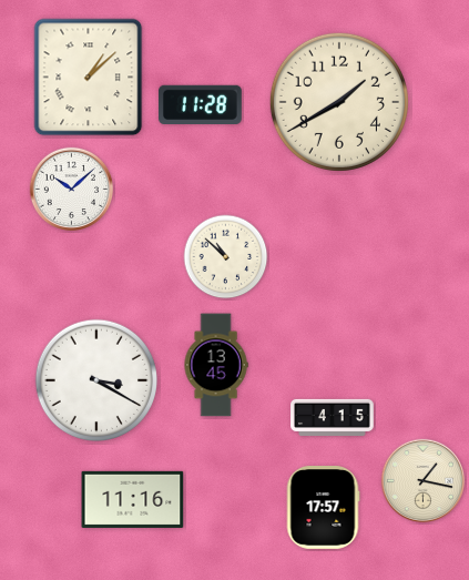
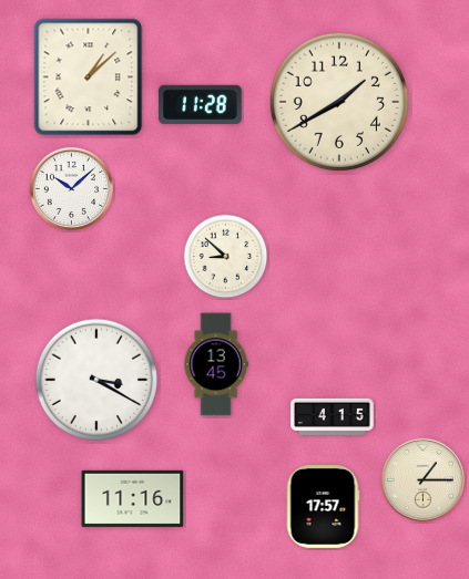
clock at (226, 257): 10:52 -> 8:52
clock at (422, 480): 1:17 -> 1:15
